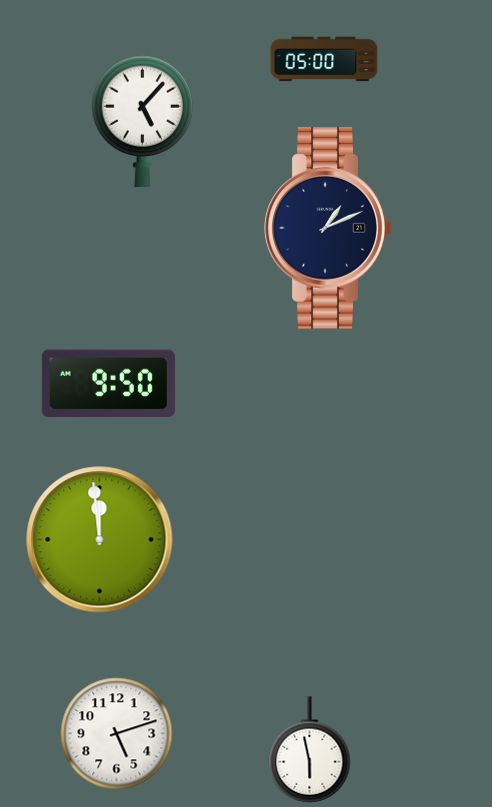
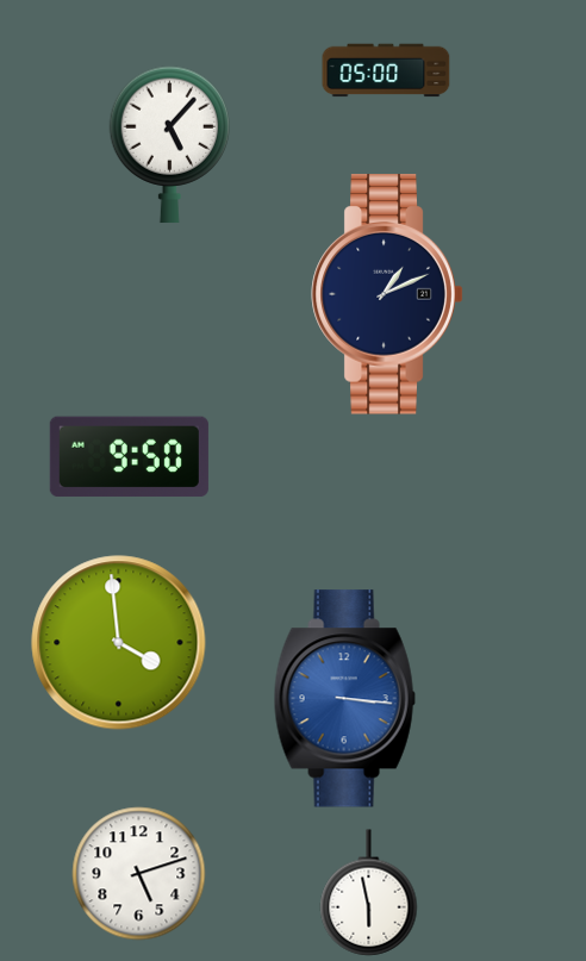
clock at (328, 228) position: (328, 228) -> (387, 294)
clock at (100, 540): 11:59 -> 3:59
clock at (344, 699): none -> 3:16
